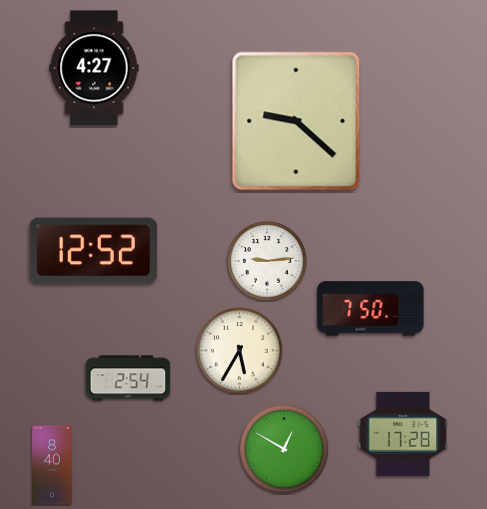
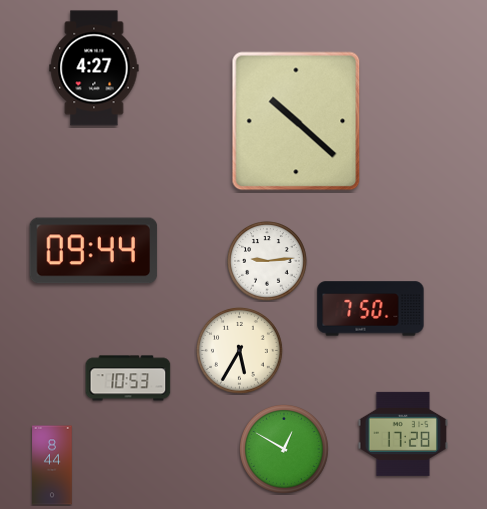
clock at (296, 121): 9:22 -> 10:22
clock at (94, 251): 12:52 -> 09:44
clock at (128, 378): 2:54 -> 10:53
clock at (52, 465): 8:40 -> 8:44
